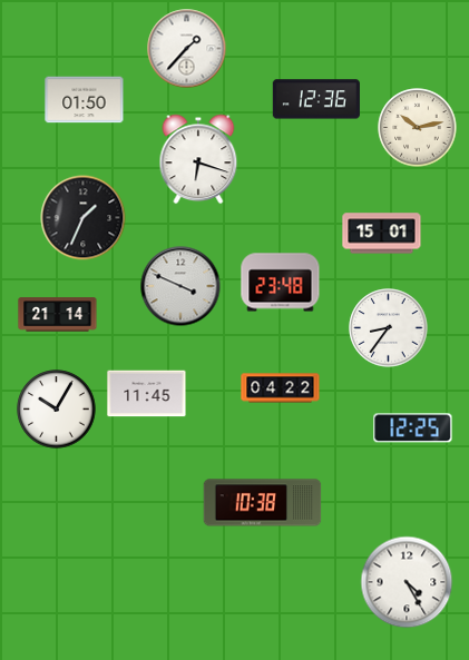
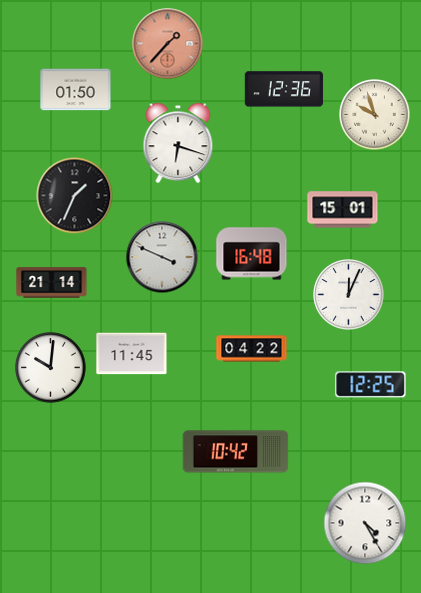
clock at (187, 49) dial: white -> salmon
clock at (418, 128): 10:13 -> 9:57
clock at (281, 283): 23:48 -> 16:48
clock at (389, 328): 8:36 -> 12:04
clock at (57, 410): 10:05 -> 10:01
clock at (263, 503): 10:38 -> 10:42
